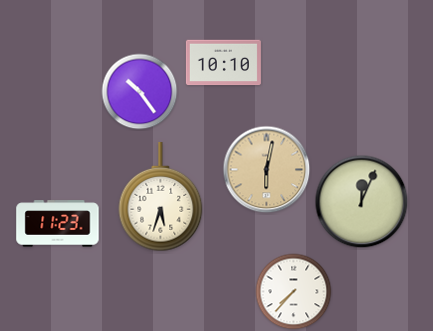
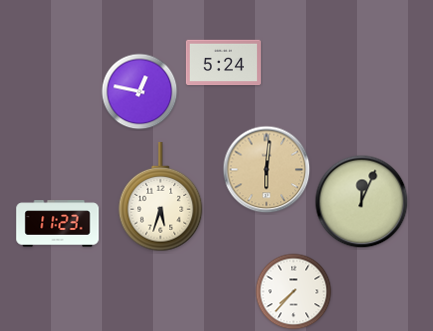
clock at (223, 63): 10:10 -> 5:24
clock at (140, 92): 10:24 -> 12:47
clock at (267, 170): 6:02 -> 6:01
